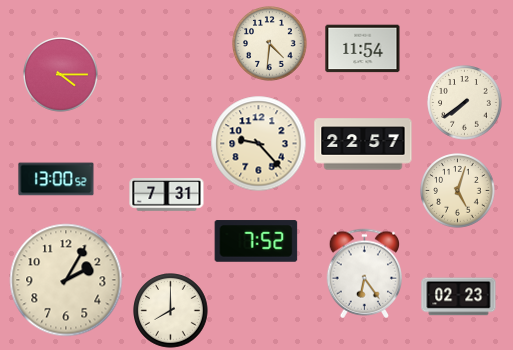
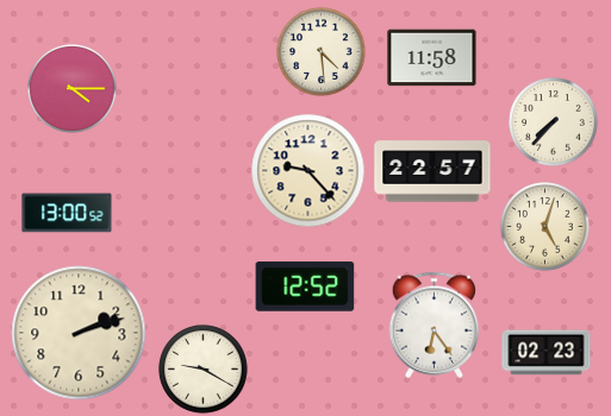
clock at (270, 44): 4:31 -> 4:29
clock at (363, 49): 11:54 -> 11:58
clock at (465, 103): 7:39 -> 7:37
clock at (167, 195): 7:31 -> none
clock at (256, 241): 7:52 -> 12:52
clock at (66, 280): 2:05 -> 2:12
clock at (171, 311): 8:00 -> 9:20
